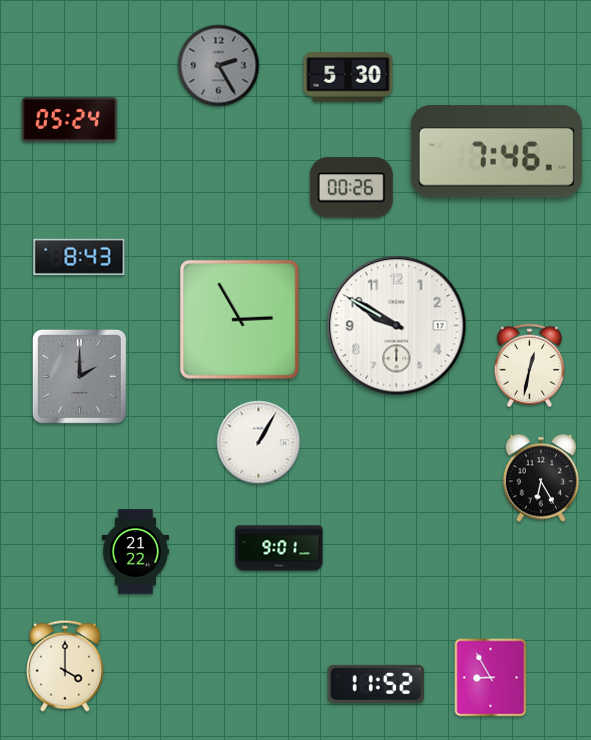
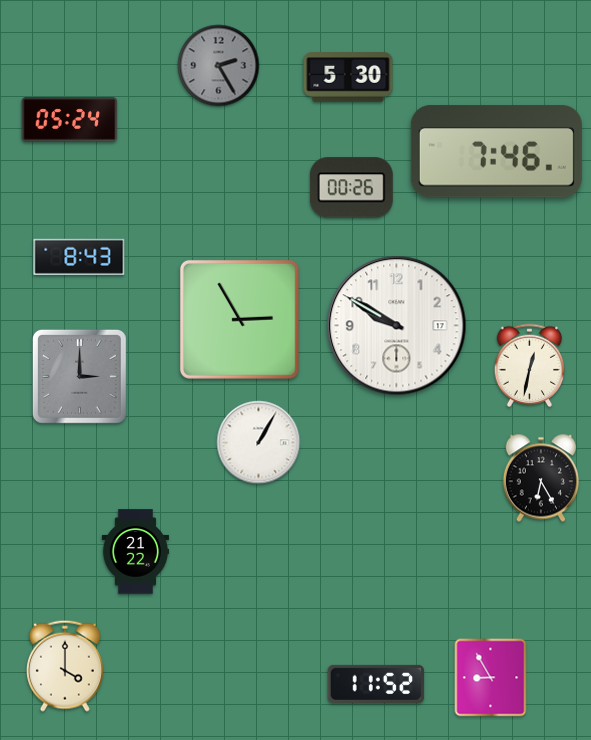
clock at (79, 376): 2:00 -> 3:00
clock at (279, 548): 9:01 -> none
